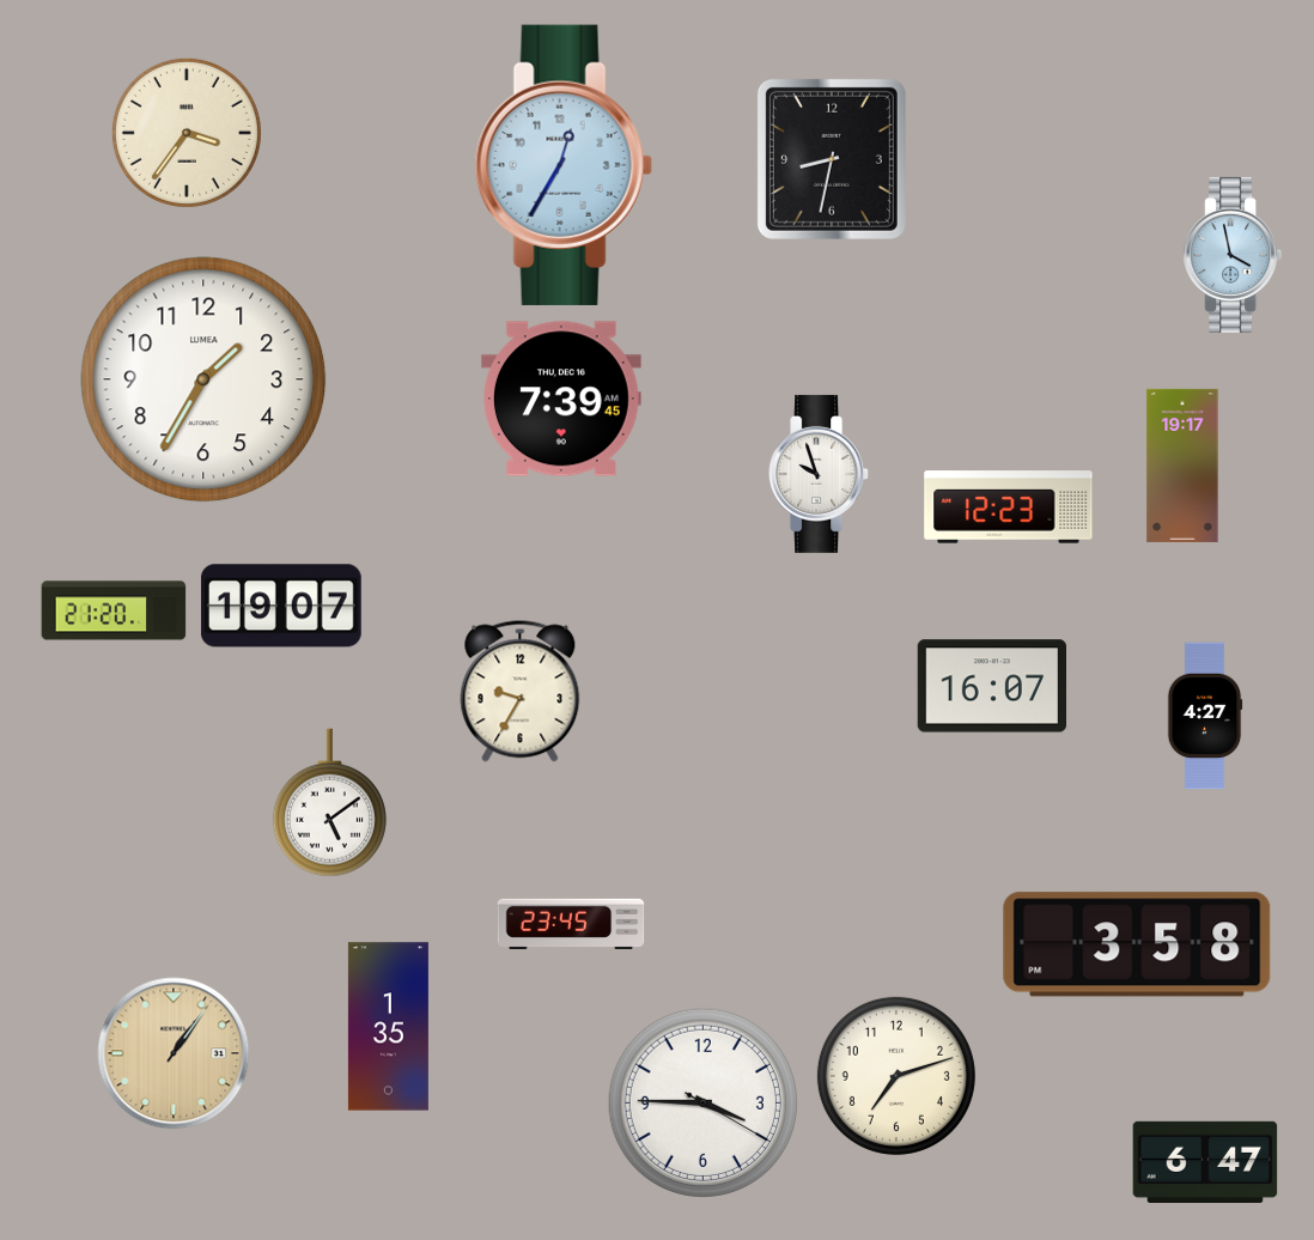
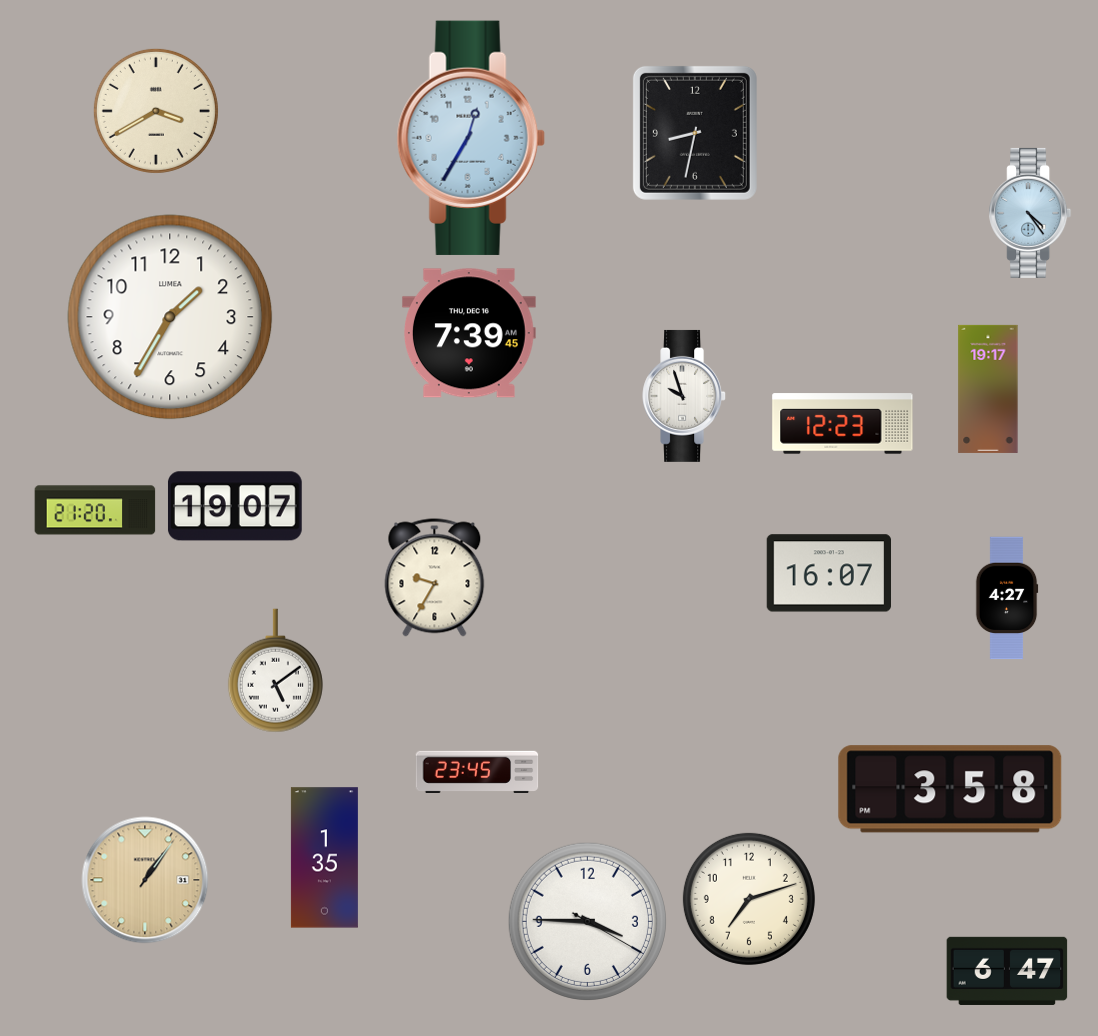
clock at (187, 133): 3:36 -> 3:40
clock at (1233, 255): 3:58 -> 4:24
